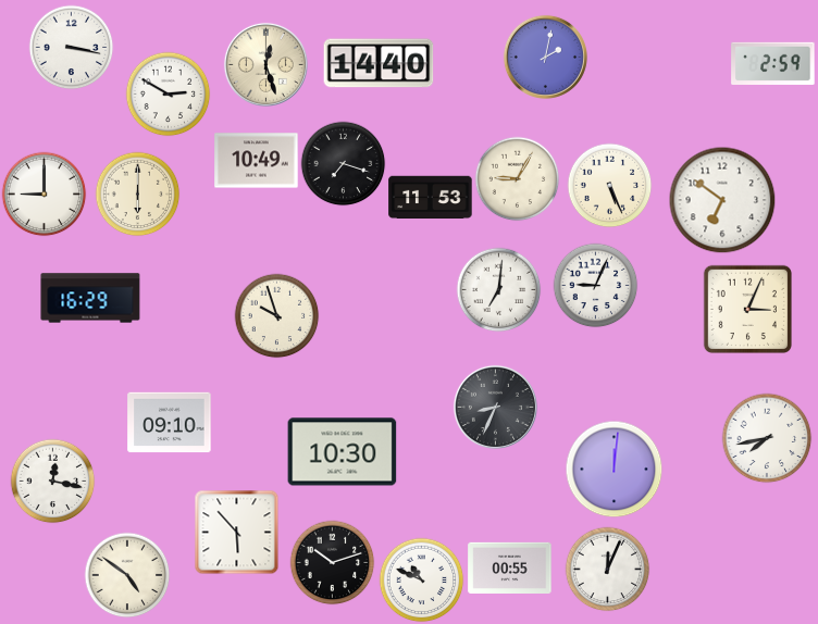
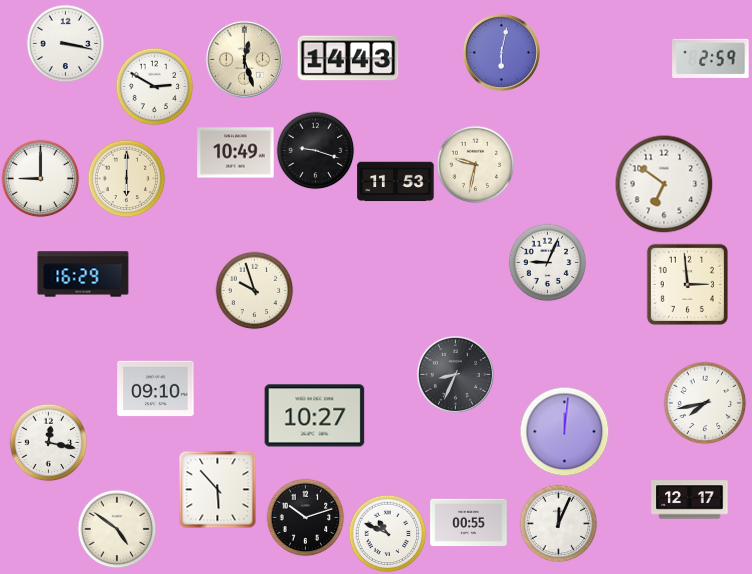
clock at (545, 57): 2:02 -> 6:02
clock at (379, 63): 14:40 -> 14:43
clock at (257, 161) position: (257, 161) -> (236, 153)
clock at (343, 163): 7:18 -> 9:18
clock at (517, 178): 9:05 -> 9:32
clock at (609, 185): 5:26 -> none
clock at (498, 289): 7:01 -> none
clock at (747, 309): 3:04 -> 2:59
clock at (343, 452): 10:30 -> 10:27
clock at (690, 500): none -> 12:17
